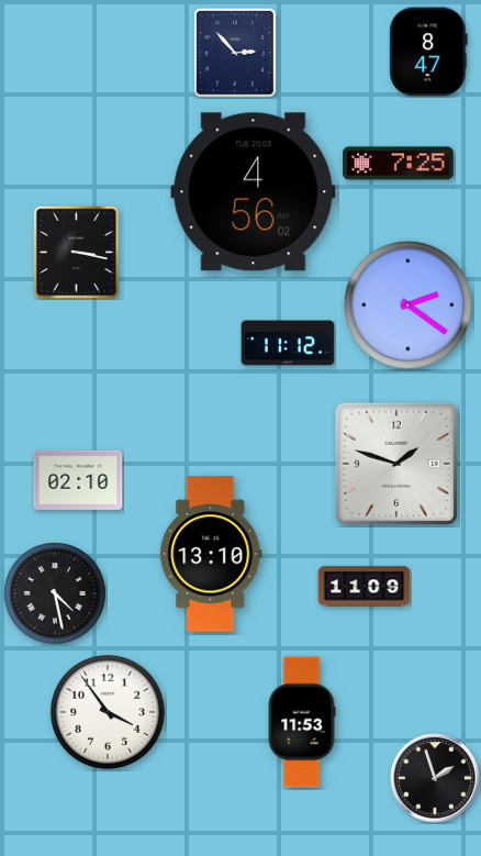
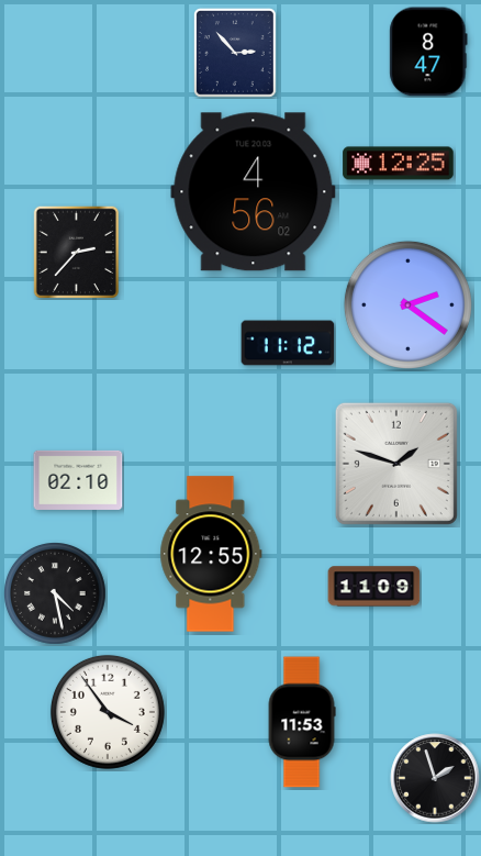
clock at (399, 164): 7:25 -> 12:25
clock at (77, 252): 3:17 -> 2:37
clock at (211, 554): 13:10 -> 12:55
clock at (365, 587) position: (365, 587) -> (374, 587)
